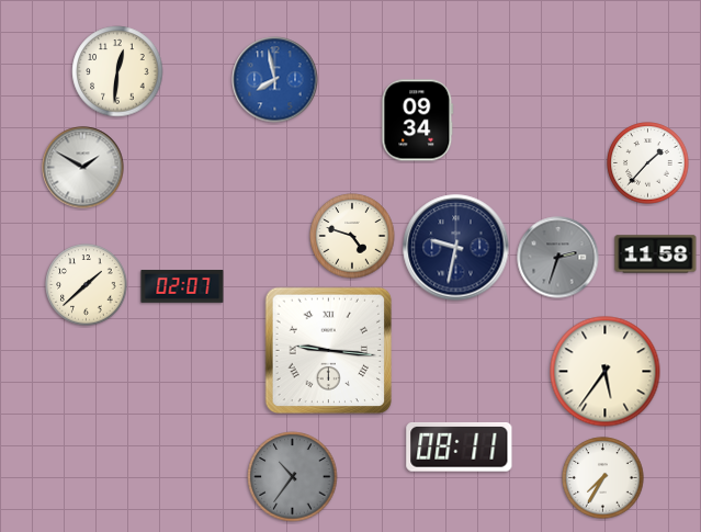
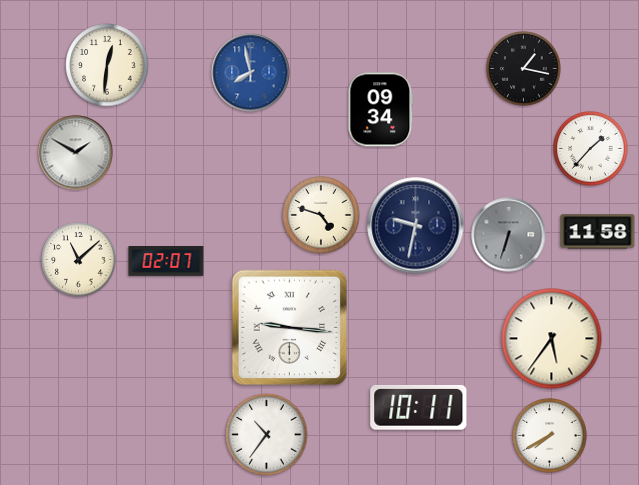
clock at (524, 69): none -> 1:17
clock at (558, 258): 2:33 -> 6:33
clock at (87, 285): 1:38 -> 11:08
clock at (329, 351) position: (329, 351) -> (290, 328)
clock at (460, 446): 08:11 -> 10:11
clock at (293, 477) dial: grey -> white
clock at (603, 478): 7:35 -> 7:40
